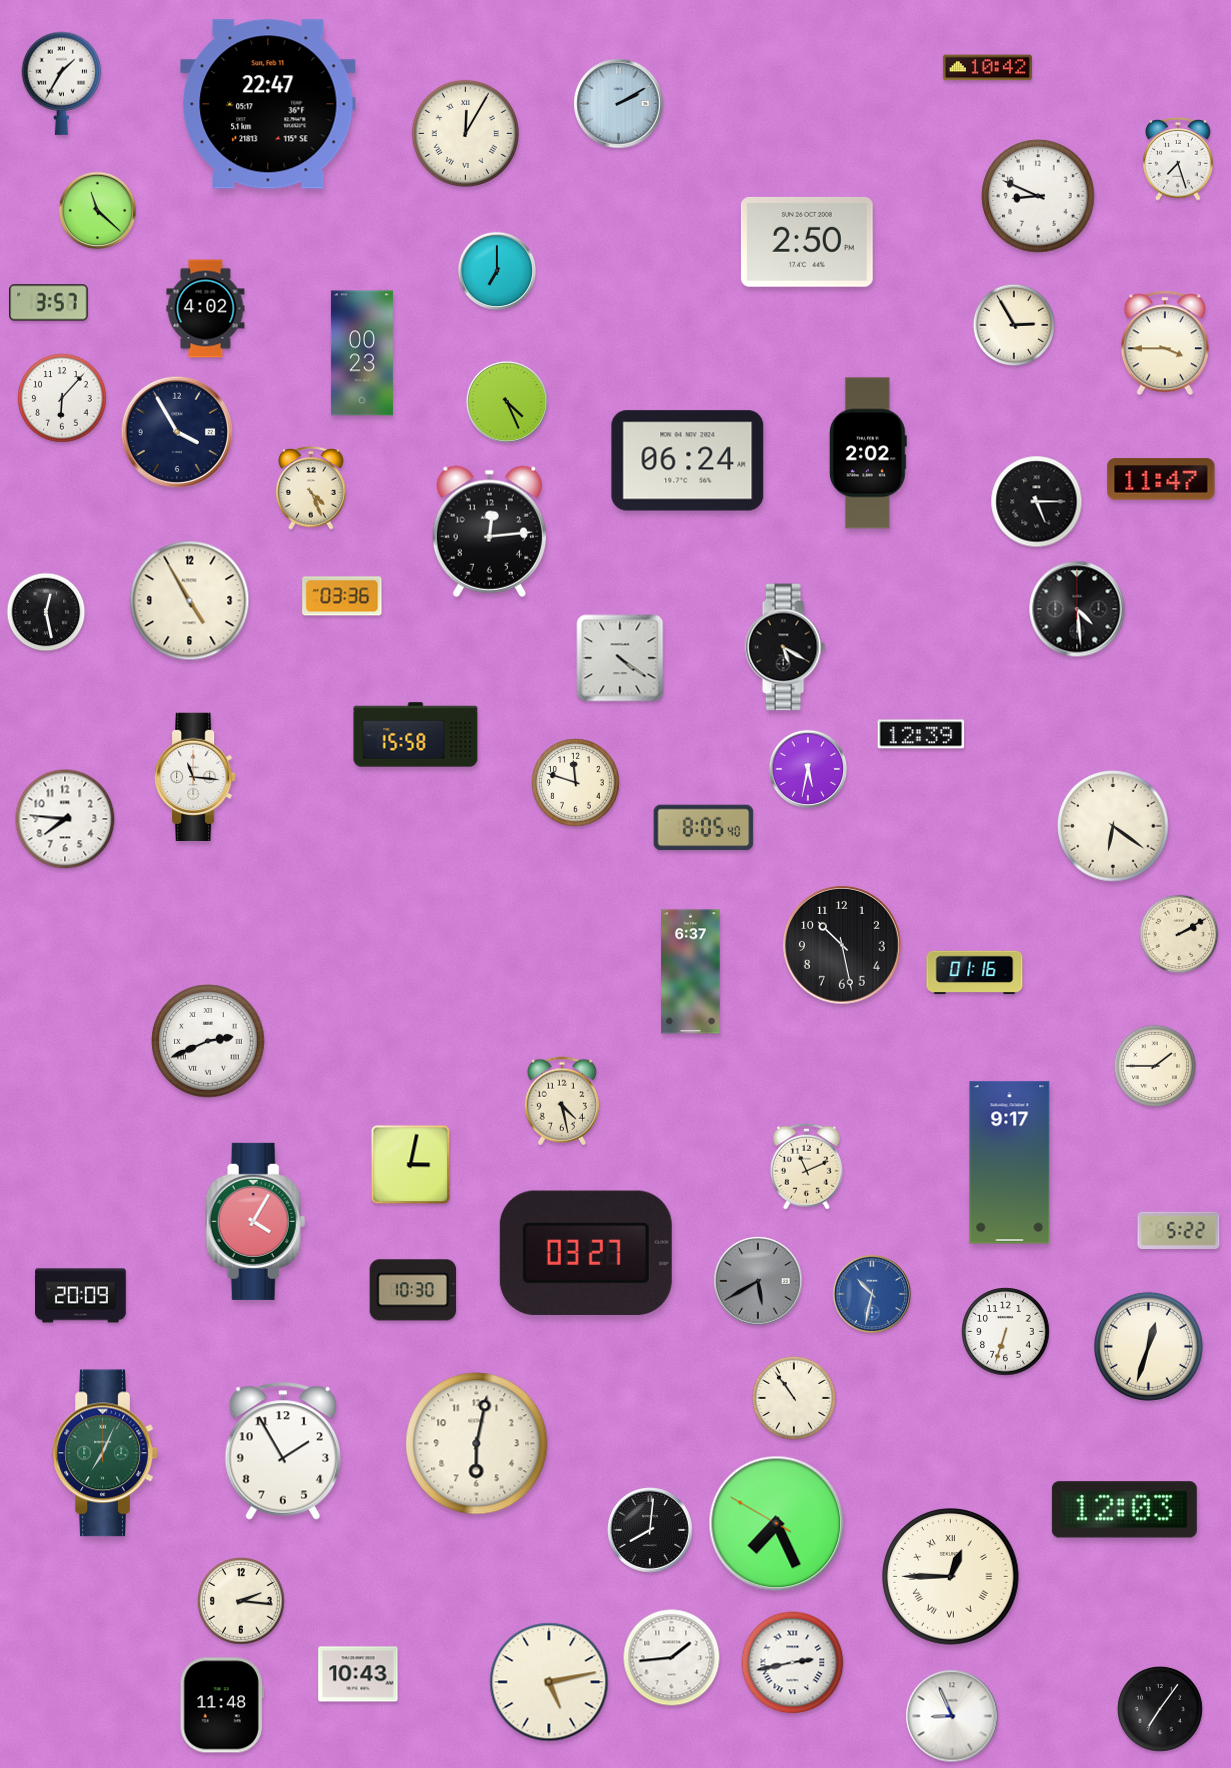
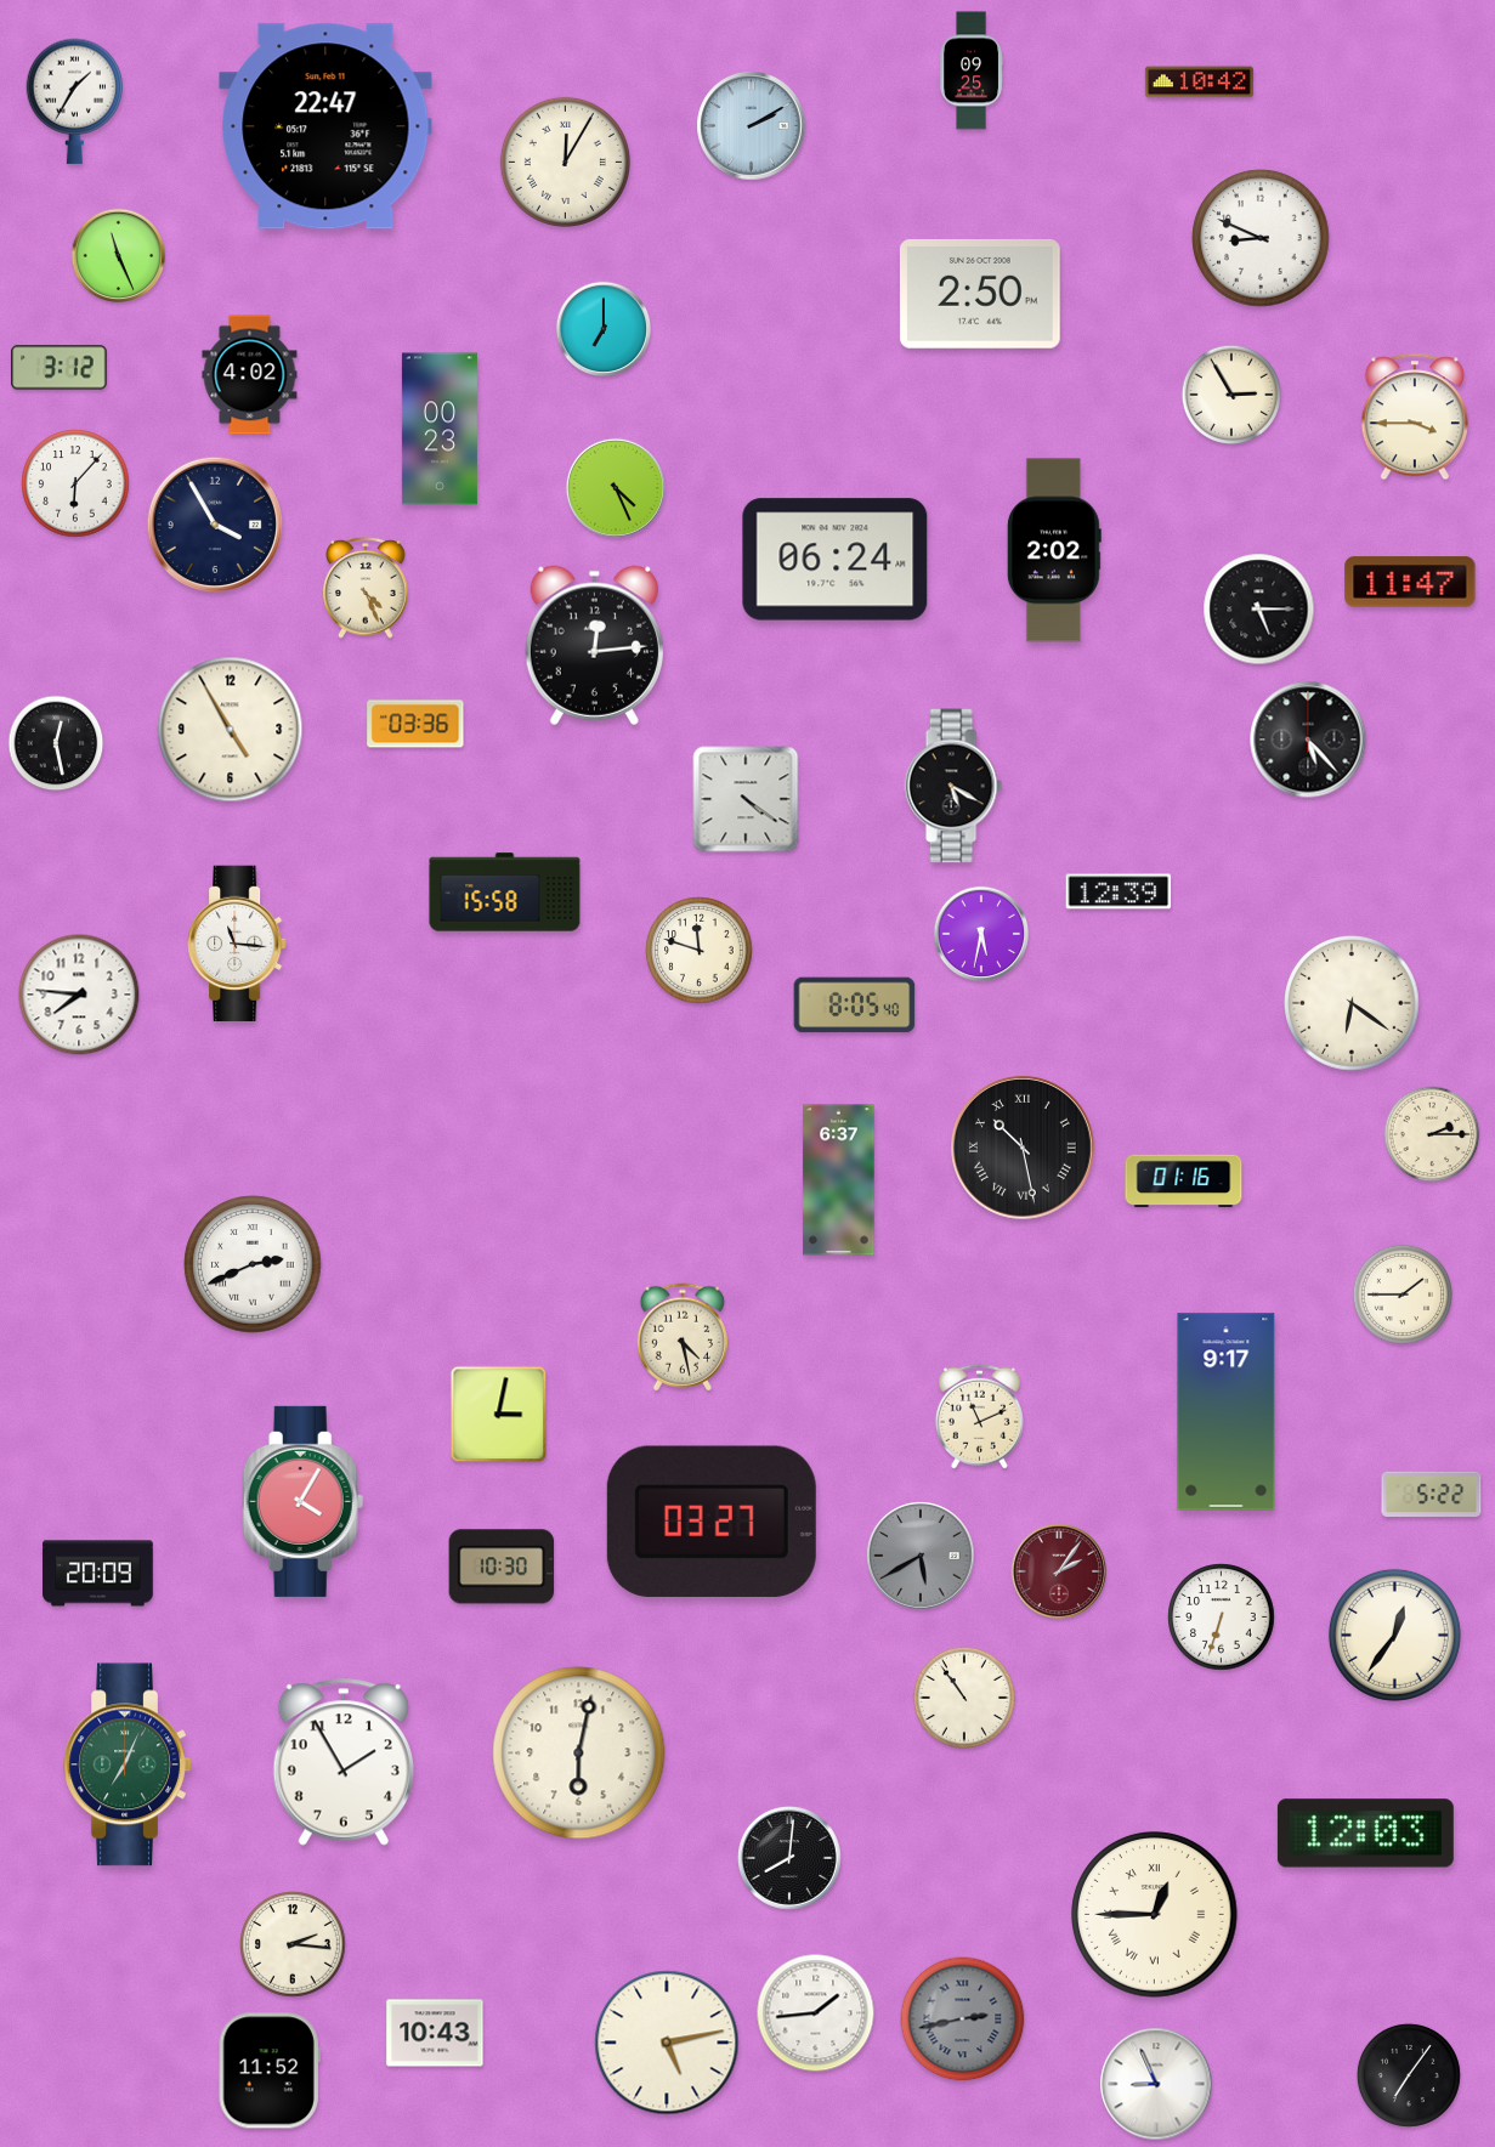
clock at (972, 70): none -> 09:25
clock at (1178, 160): 7:27 -> none
clock at (98, 211): 11:22 -> 11:26
clock at (49, 303): 3:57 -> 3:12
clock at (311, 489) position: (311, 489) -> (366, 589)
clock at (1077, 609): 4:29 -> 5:23
clock at (620, 658) position: (620, 658) -> (746, 799)
clock at (1179, 934): 2:10 -> 2:15
clock at (842, 945) numerals: Arabic -> Roman
clock at (256, 1221) position: (256, 1221) -> (304, 1501)
clock at (872, 1294): 10:32 -> 2:06
clock at (872, 1294) dial: blue -> burgundy
clock at (1148, 1346): 12:33 -> 12:36
clock at (777, 1524): 7:25 -> none
clock at (793, 1663) dial: white -> grey
clock at (222, 1705): 11:48 -> 11:52
